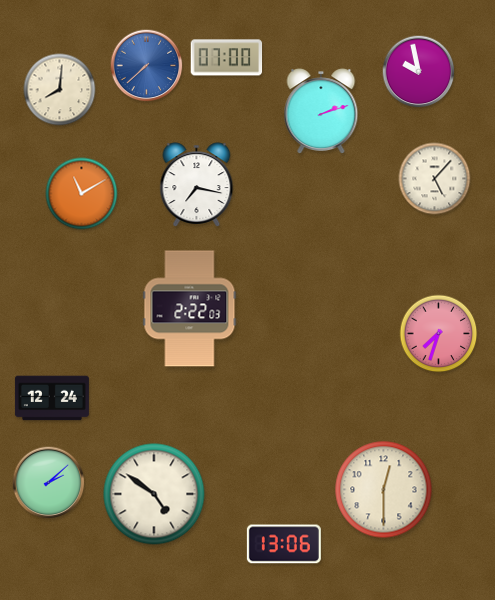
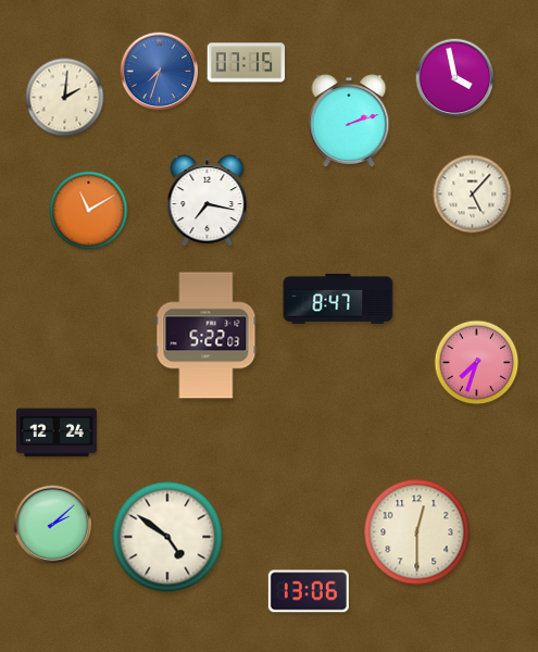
clock at (227, 58): 07:00 -> 07:15
clock at (147, 66): 7:38 -> 7:33
clock at (419, 72): 9:58 -> 3:58
clock at (60, 90): 8:01 -> 2:01
clock at (197, 185) position: (197, 185) -> (208, 201)
clock at (338, 299): none -> 8:47
clock at (190, 309): 2:22 -> 5:22
